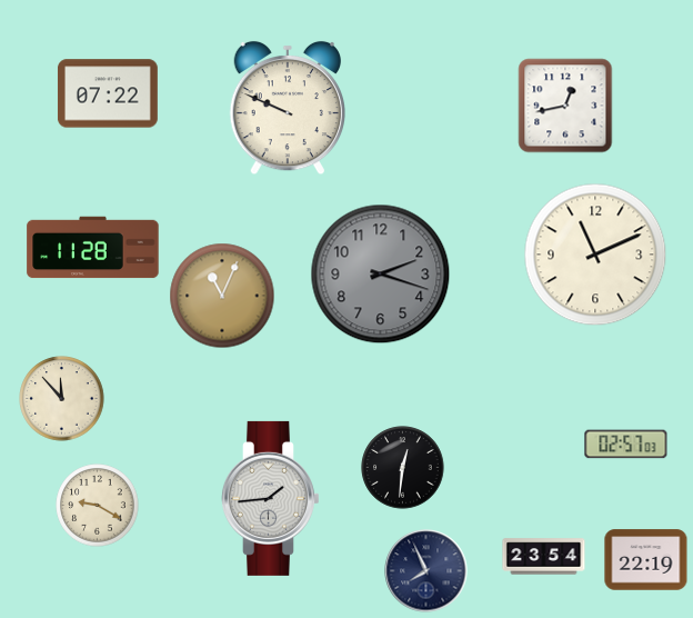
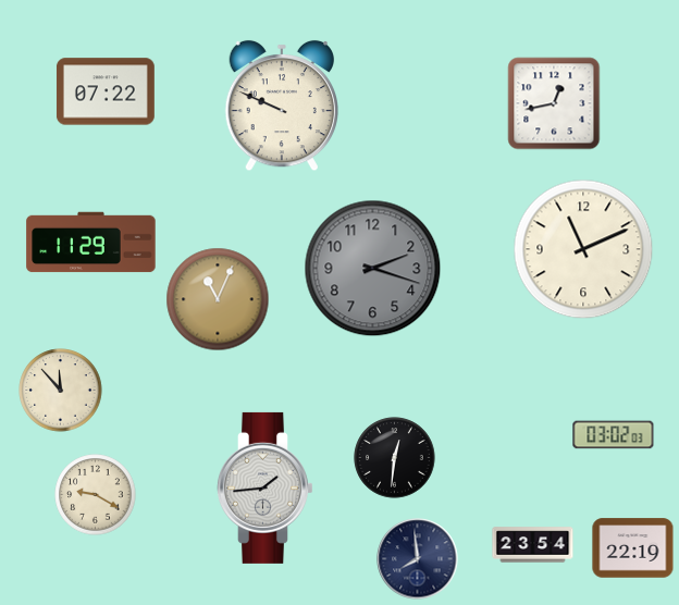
clock at (93, 248): 11:28 -> 11:29
clock at (222, 296) position: (222, 296) -> (218, 299)
clock at (626, 445): 02:57 -> 03:02
clock at (426, 571): 7:56 -> 7:59
